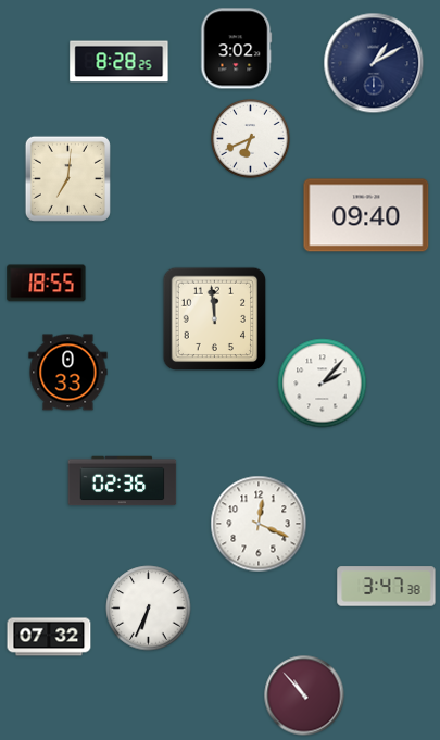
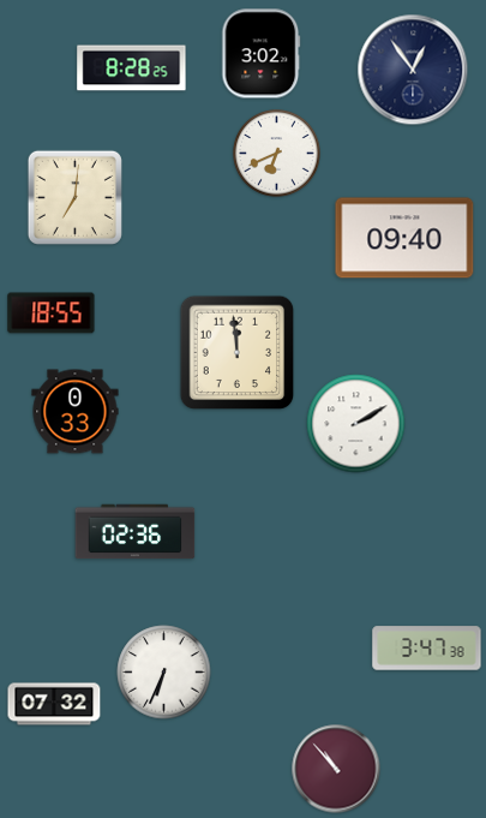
clock at (374, 63): 1:10 -> 12:54
clock at (323, 384): 2:07 -> 2:10
clock at (259, 524): 12:19 -> none
